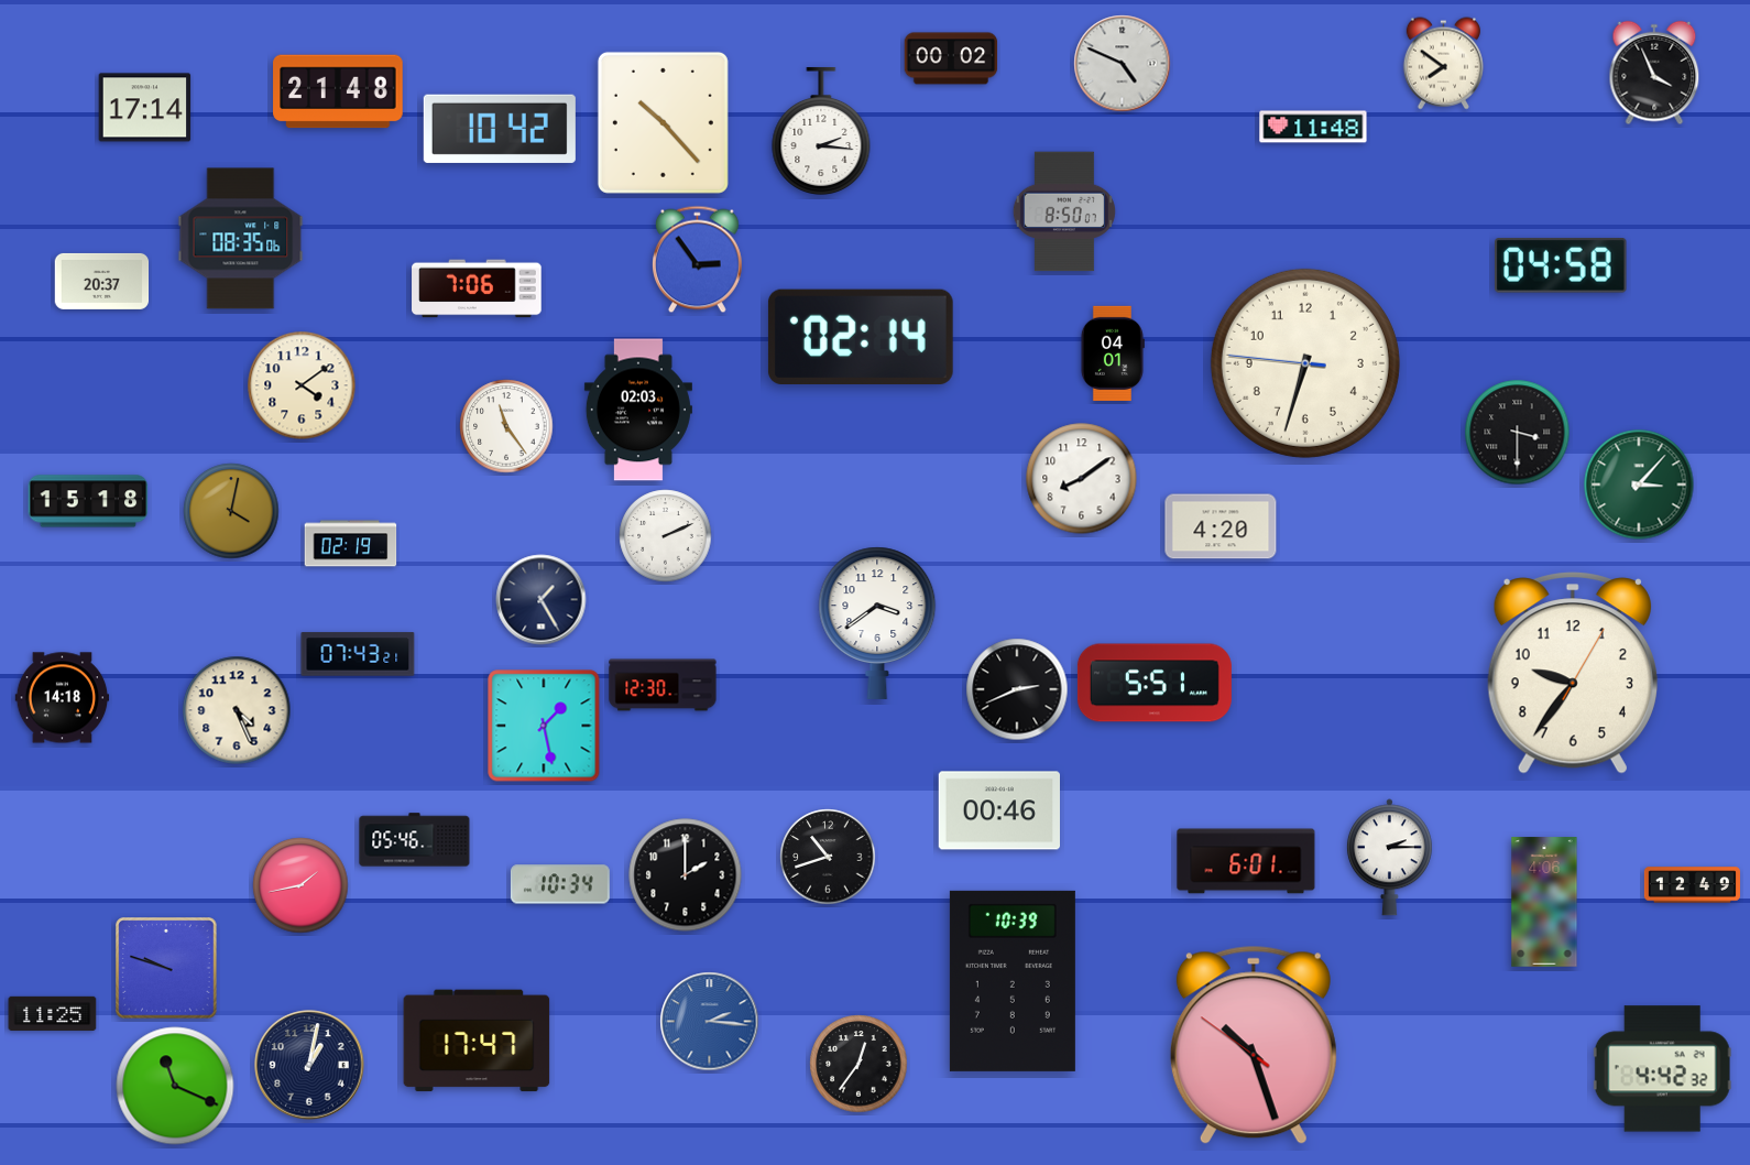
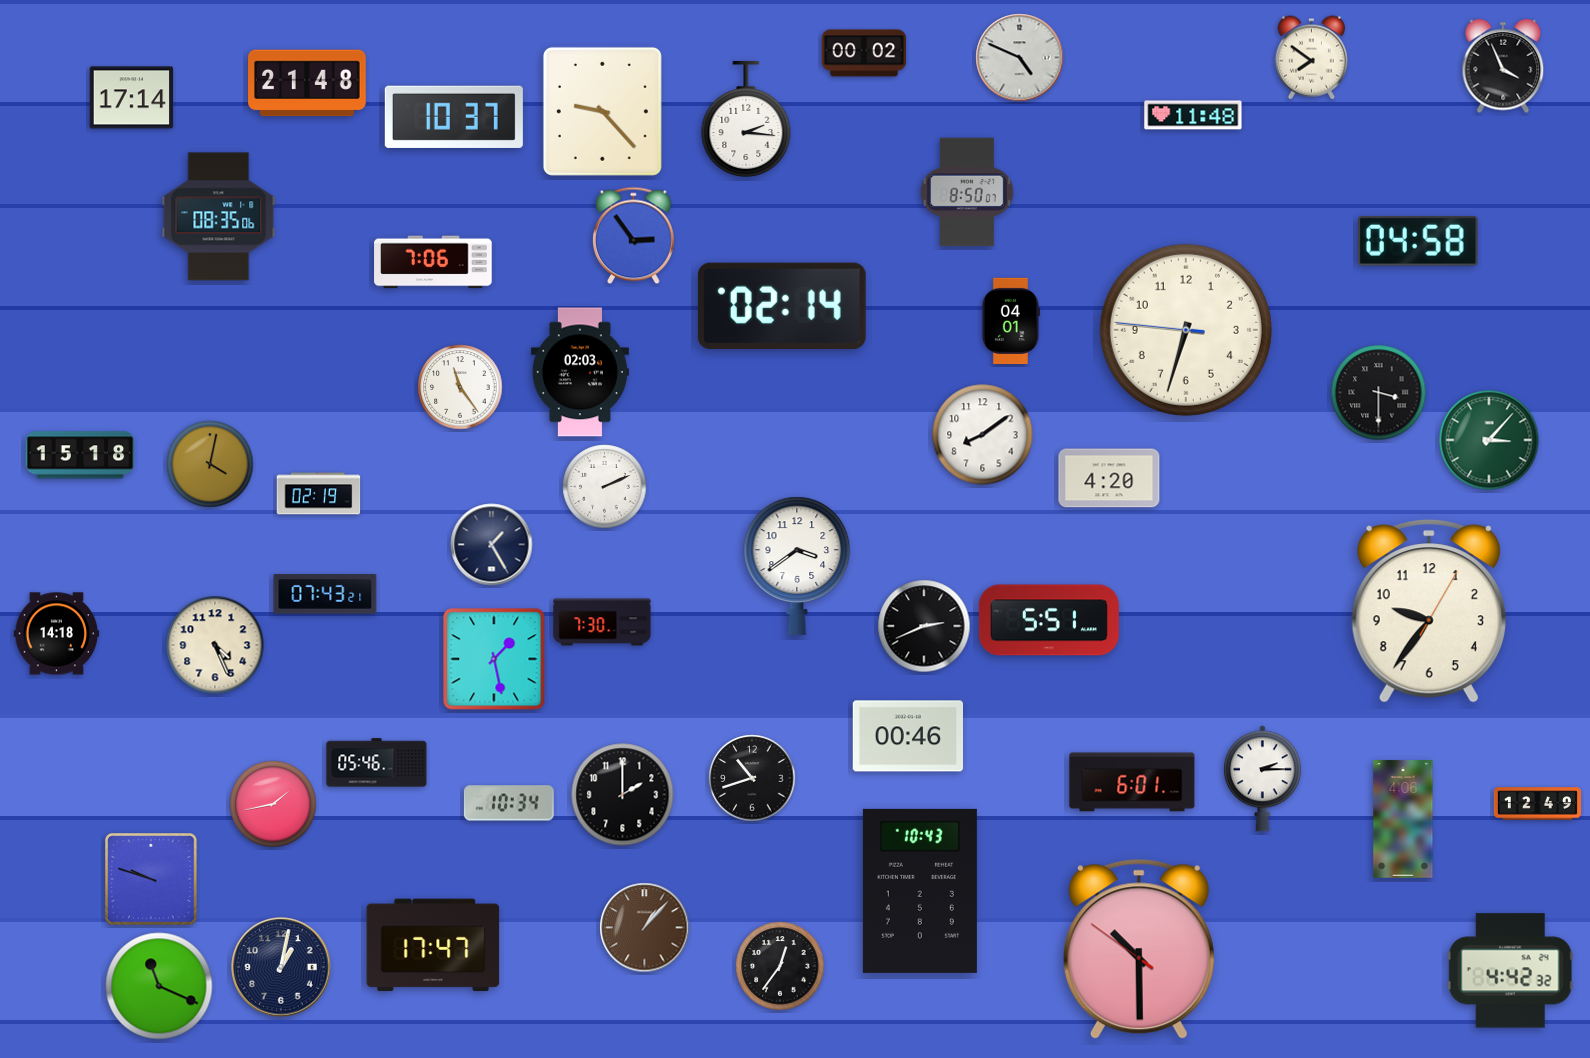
clock at (663, 122): 10:23 -> 9:23
clock at (500, 129): 10:42 -> 10:37
clock at (102, 281): 20:37 -> none
clock at (302, 385): 4:09 -> none
clock at (663, 685): 12:30 -> 7:30
clock at (1013, 981): 10:39 -> 10:43
clock at (53, 1013): 11:25 -> none
clock at (710, 1022): 2:16 -> 1:07
clock at (710, 1022) dial: blue -> brown
clock at (1254, 1045): 10:26 -> 10:29
